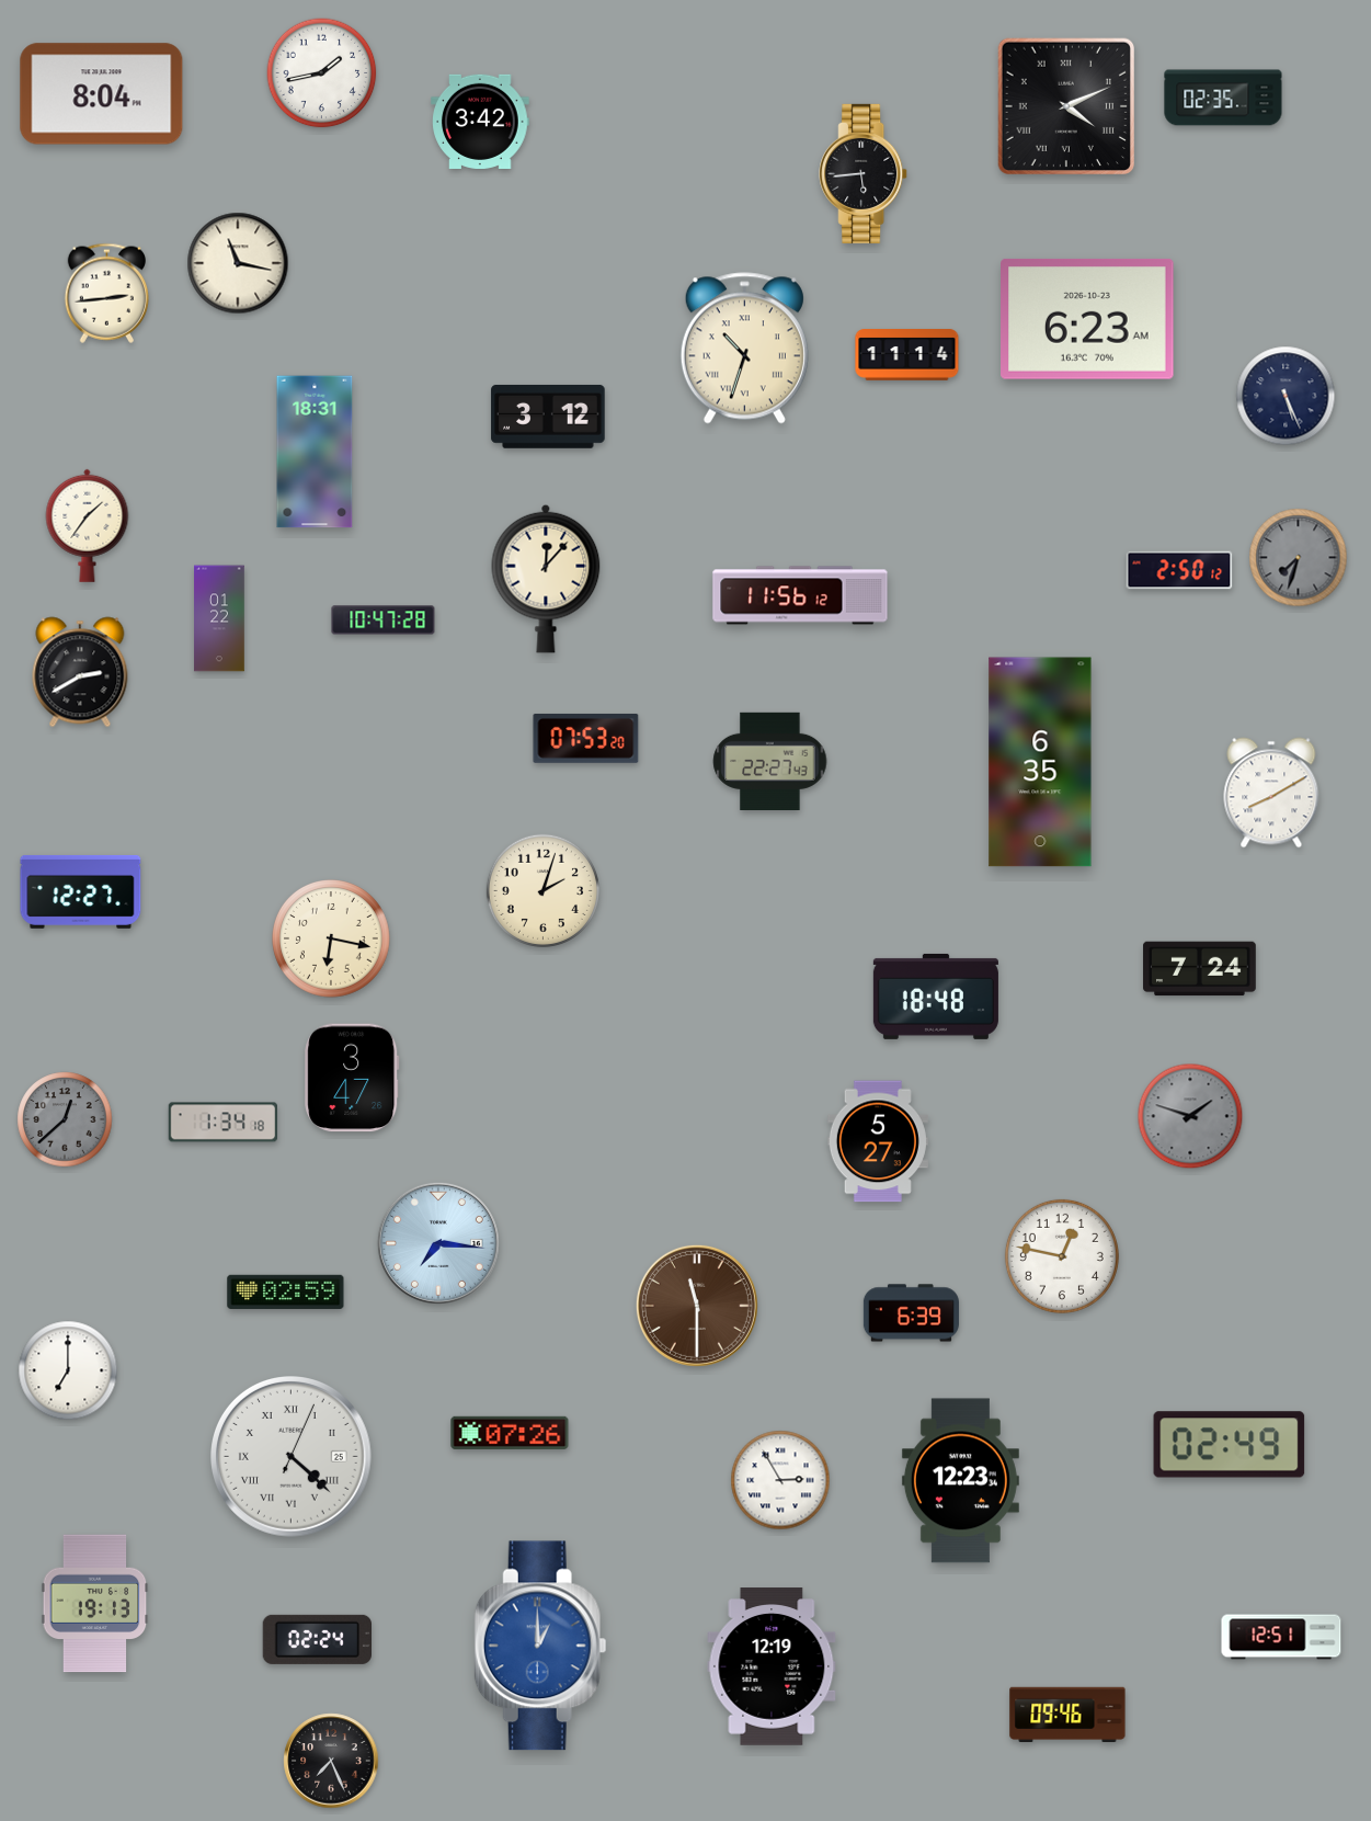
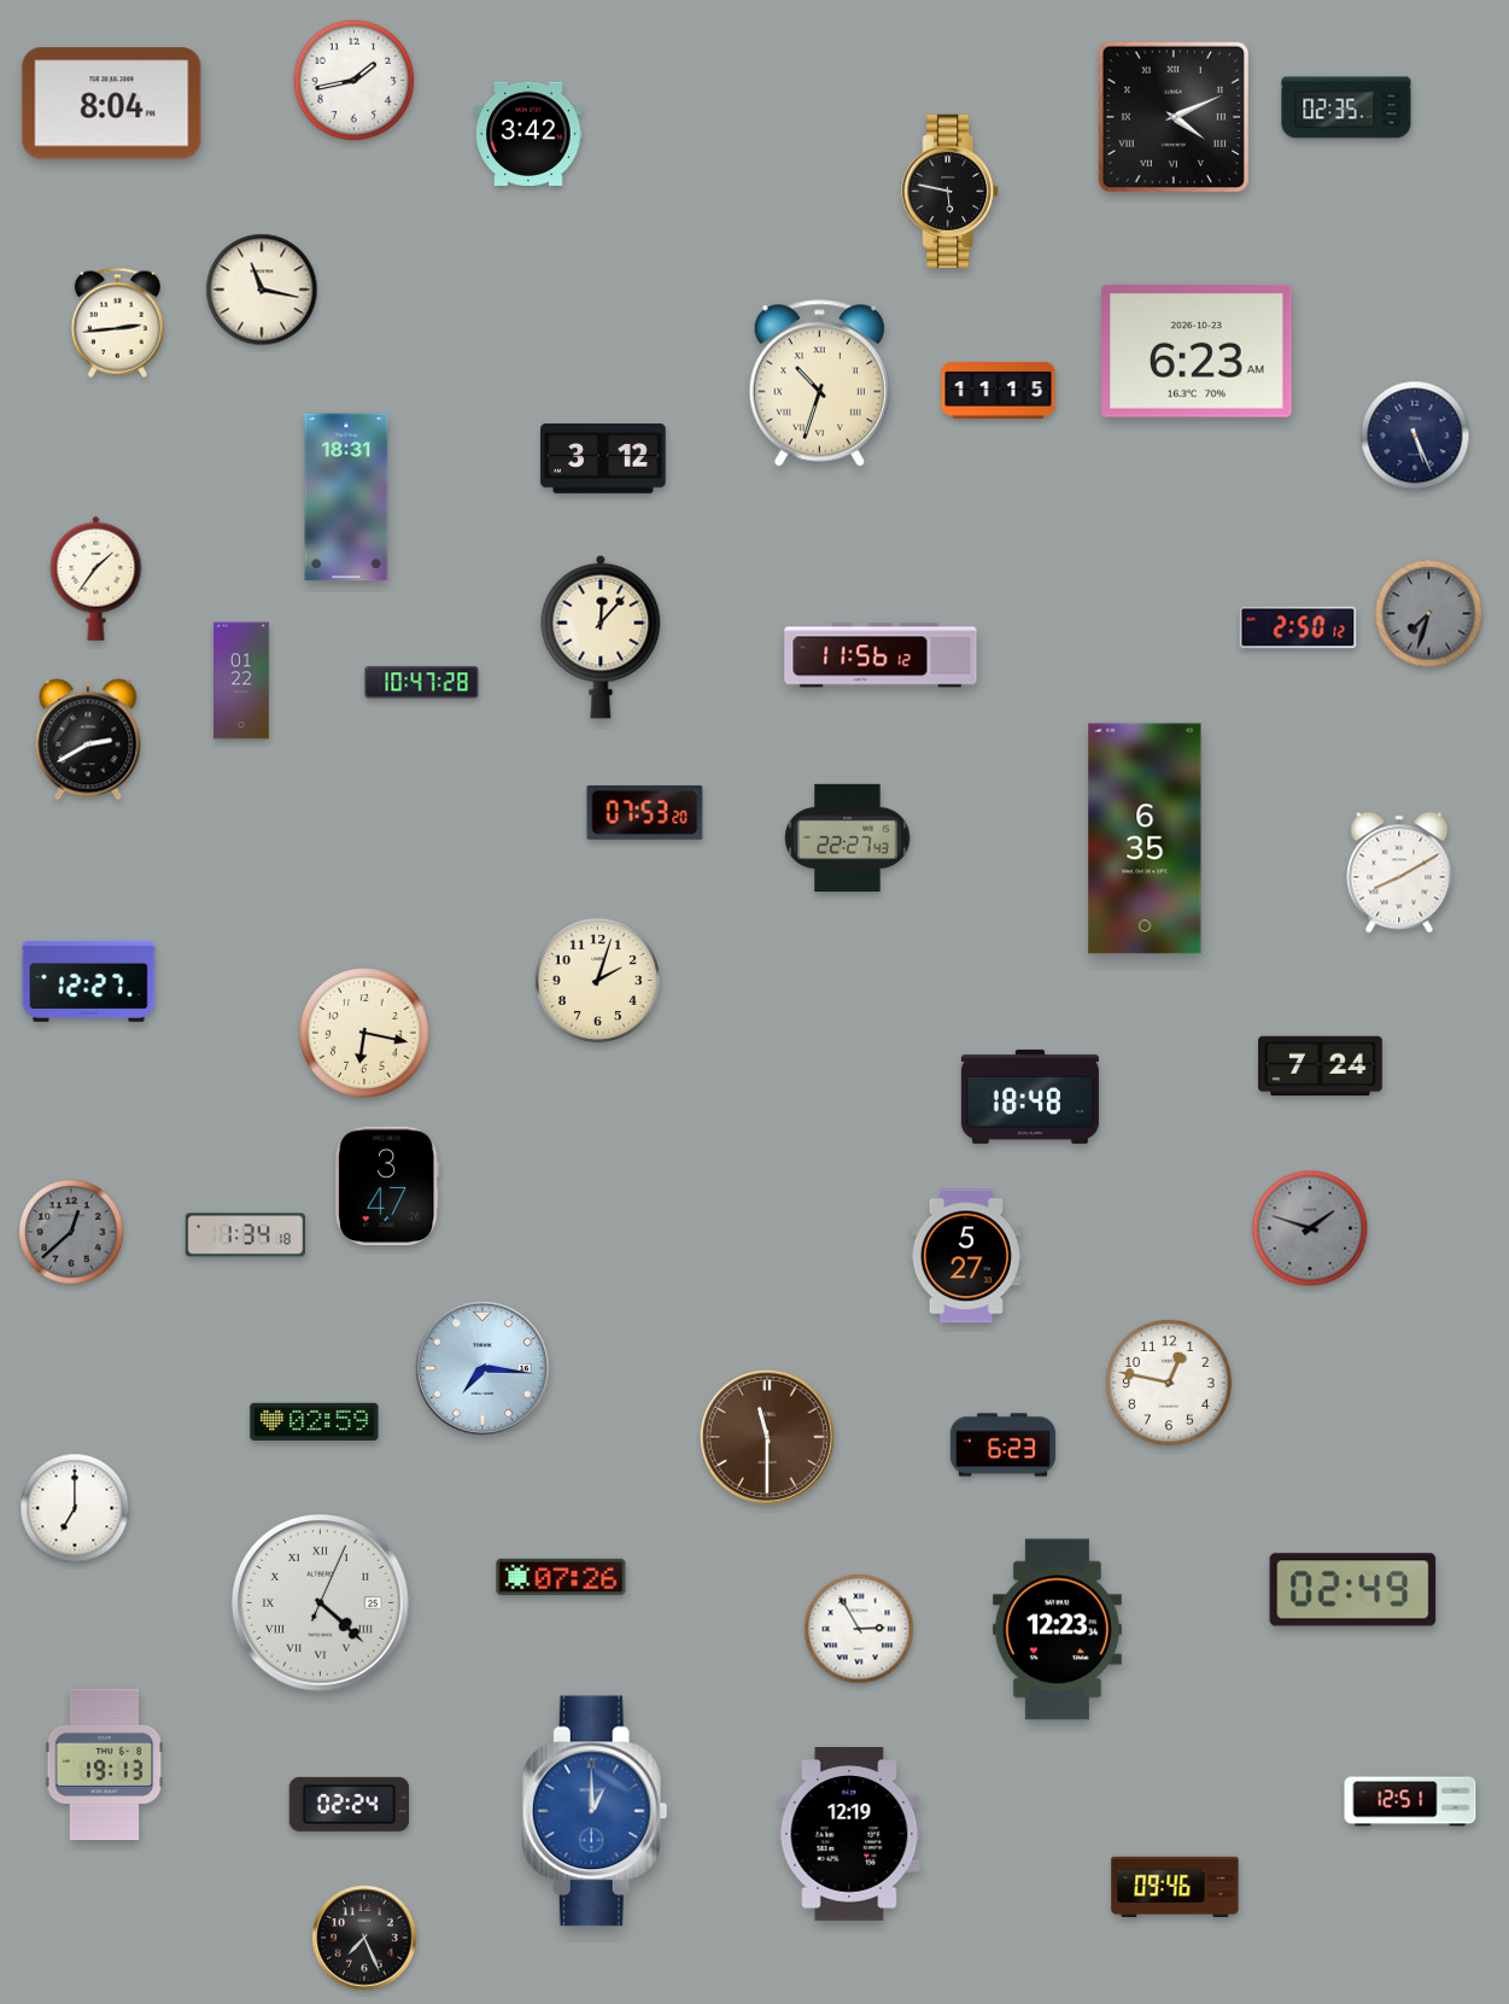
clock at (864, 173): 5:44 -> 5:47
clock at (907, 355): 11:14 -> 11:15
clock at (911, 1313): 6:39 -> 6:23
